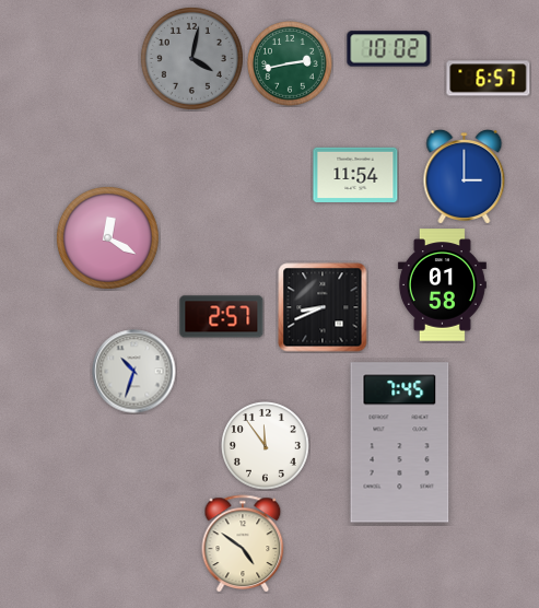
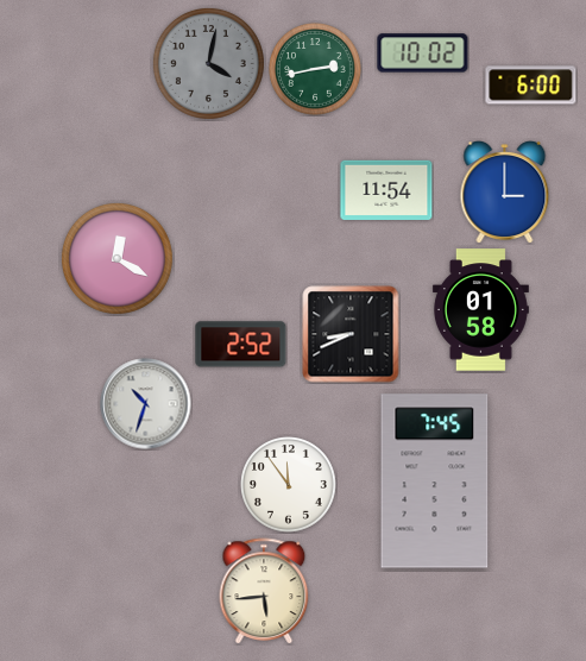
clock at (489, 79): 6:57 -> 6:00
clock at (222, 317): 2:57 -> 2:52
clock at (243, 543): 4:51 -> 5:44
